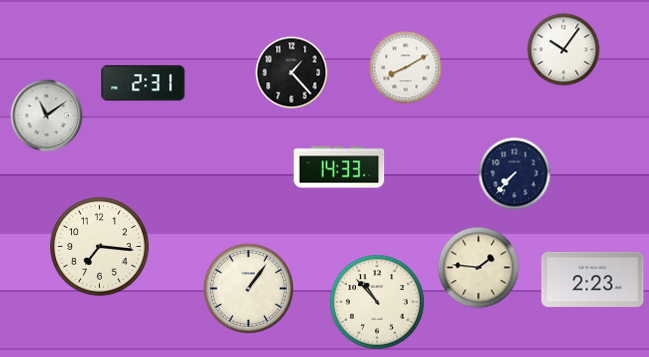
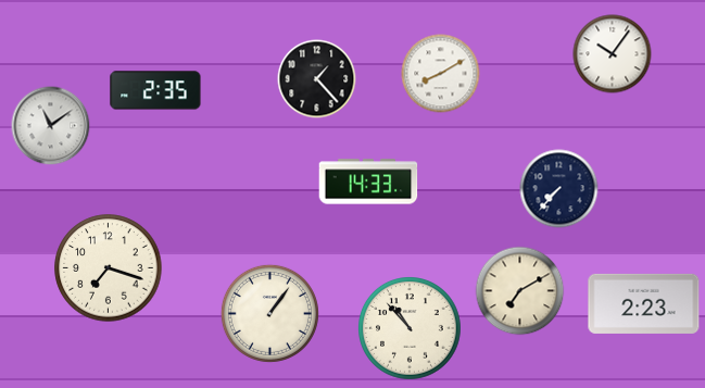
clock at (143, 83): 2:31 -> 2:35
clock at (100, 247): 7:16 -> 7:18
clock at (479, 268): 1:46 -> 7:10
